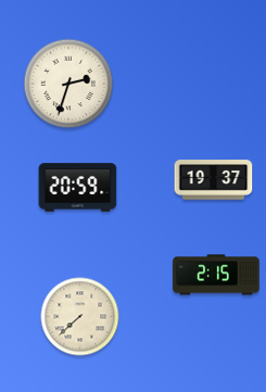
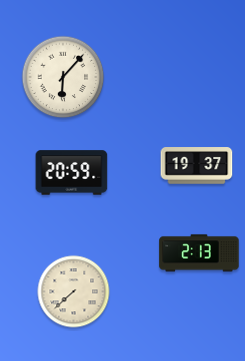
clock at (68, 84): 2:33 -> 6:07
clock at (216, 275): 2:15 -> 2:13
